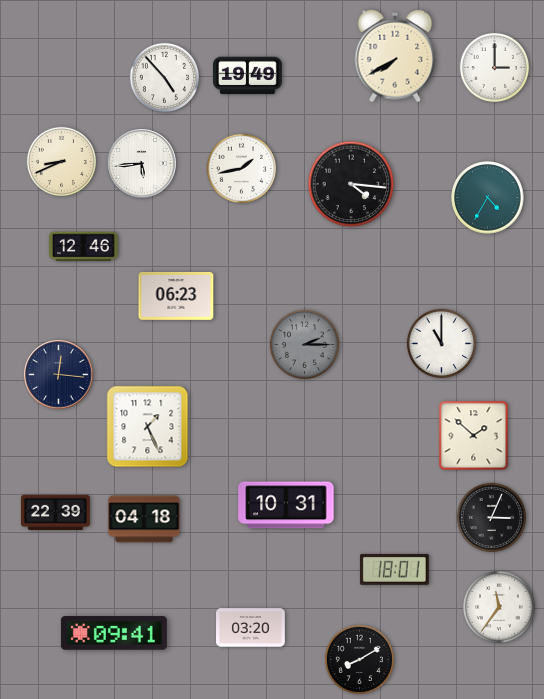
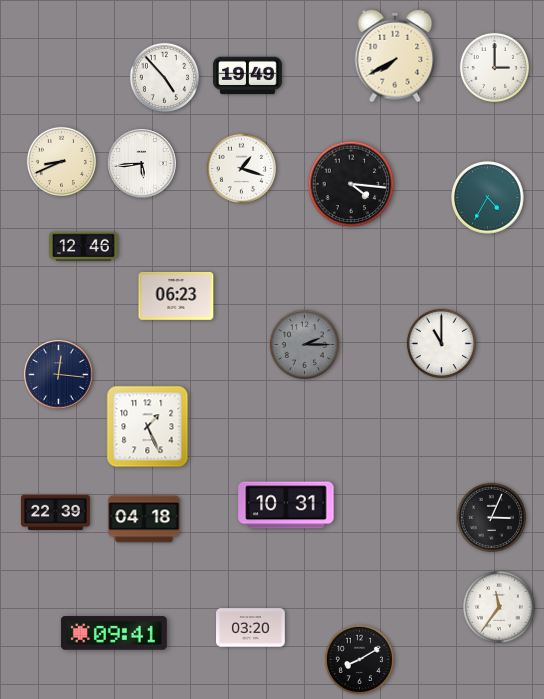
clock at (241, 168): 1:43 -> 1:18
clock at (474, 436): 1:52 -> none
clock at (394, 570): 18:01 -> none
